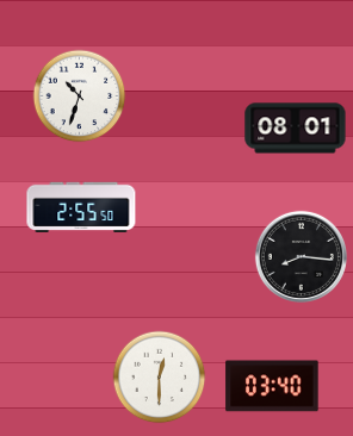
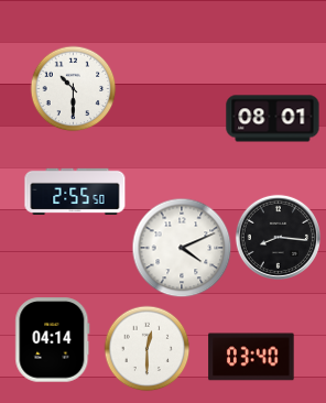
clock at (79, 95): 10:33 -> 10:30
clock at (182, 248): none -> 4:11
clock at (53, 340): none -> 04:14
